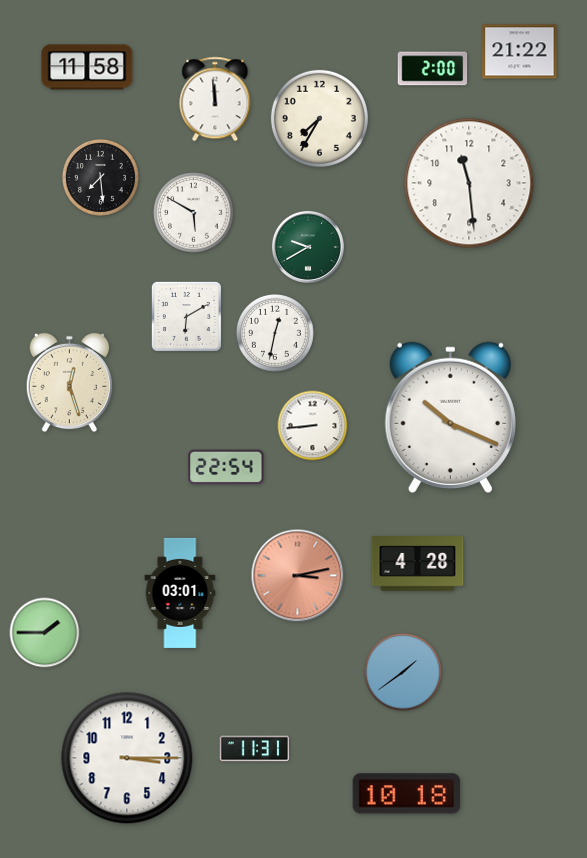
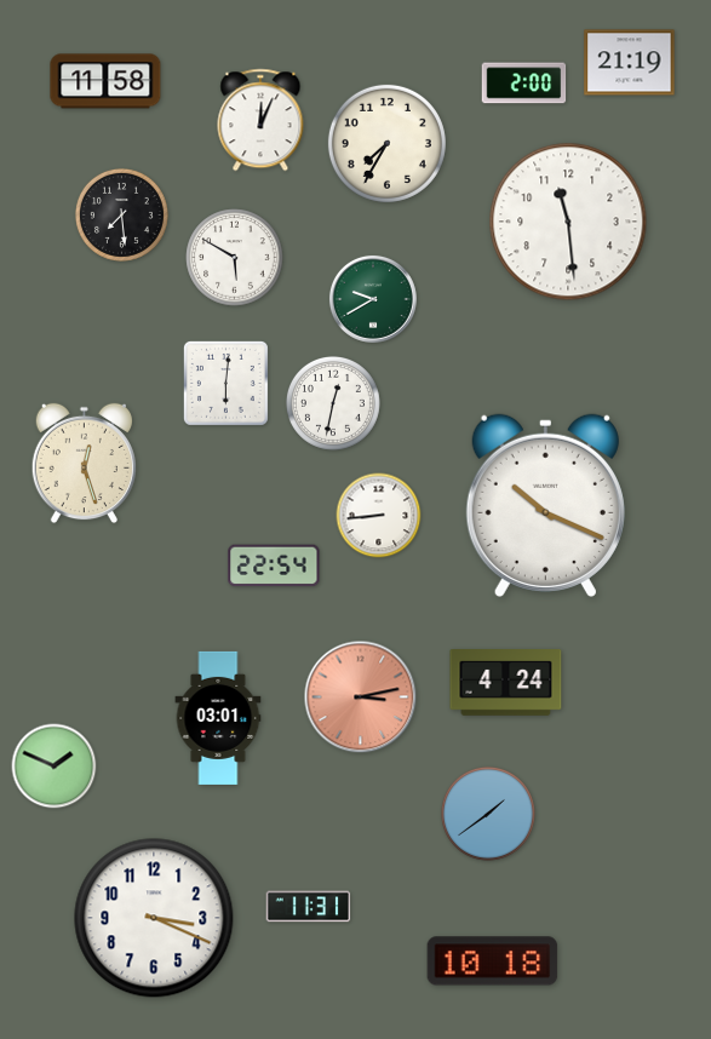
clock at (520, 52): 21:22 -> 21:19
clock at (215, 99): 11:59 -> 12:04
clock at (186, 316): 6:10 -> 6:01
clock at (418, 564): 4:28 -> 4:24
clock at (45, 633): 1:45 -> 1:49
clock at (127, 758): 3:15 -> 3:19
